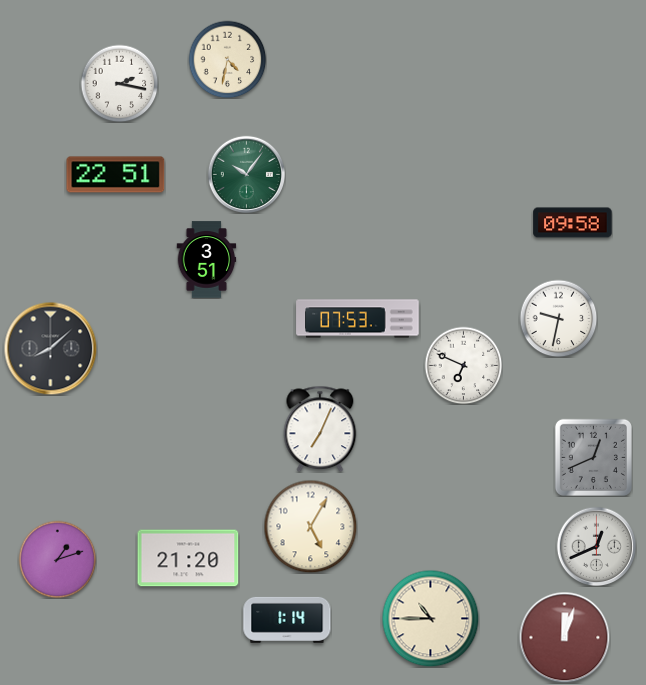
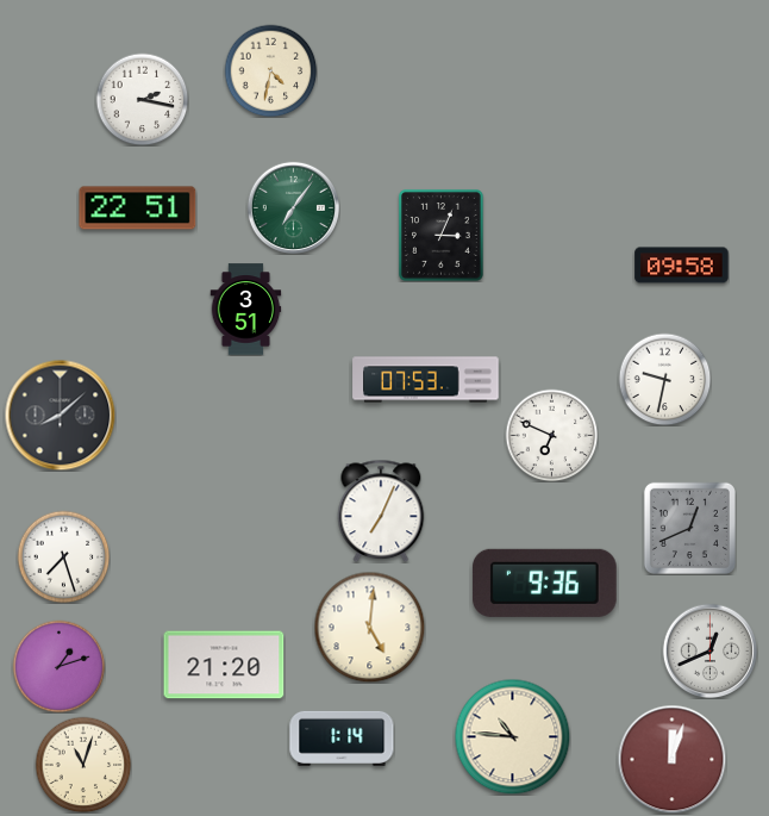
clock at (246, 174): 10:06 -> 7:06
clock at (440, 235): none -> 3:04
clock at (593, 457) position: (593, 457) -> (689, 528)
clock at (63, 556): none -> 7:27
clock at (544, 583): none -> 9:36
clock at (310, 526): 5:05 -> 5:01
clock at (57, 559) position: (57, 559) -> (58, 666)
clock at (430, 618): 10:45 -> 10:46
clock at (83, 765): none -> 11:03
